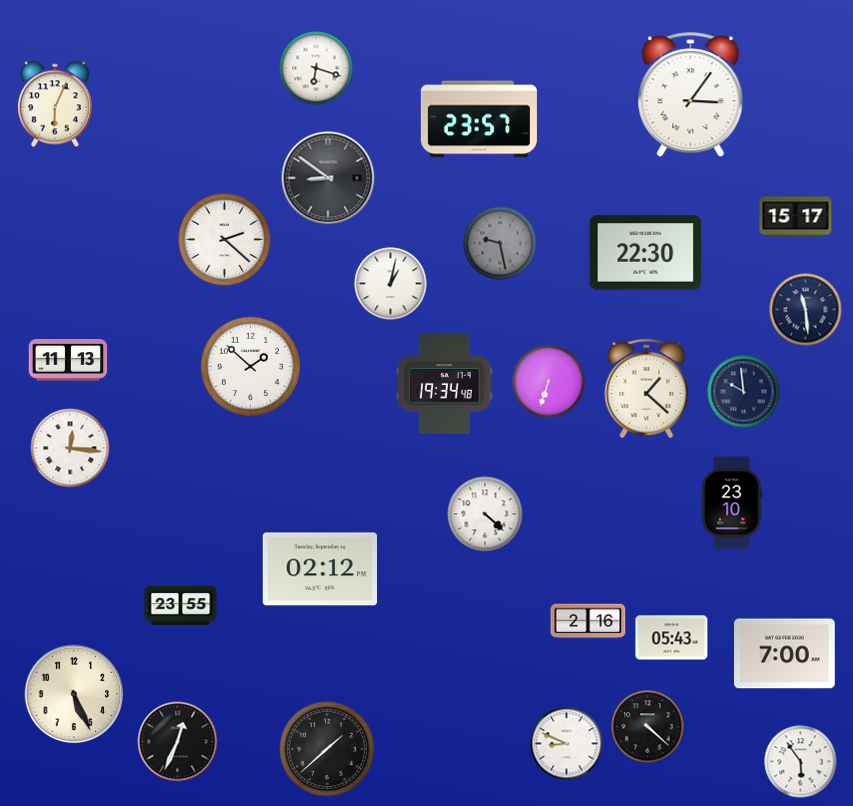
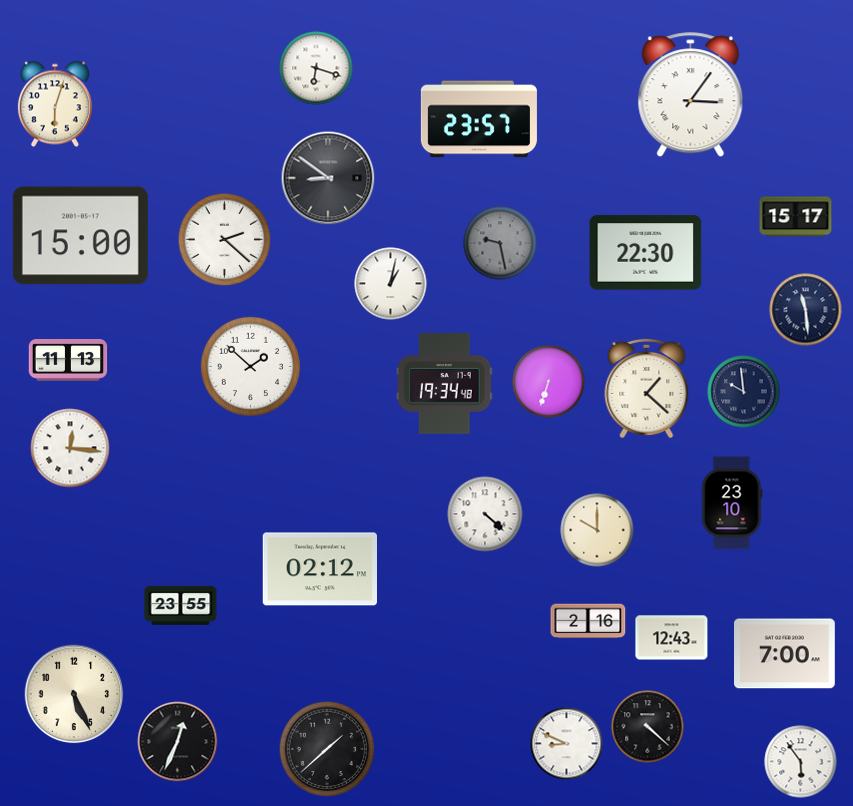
clock at (55, 104): 6:04 -> 6:03
clock at (80, 236): none -> 15:00
clock at (597, 530): none -> 10:00
clock at (672, 638): 05:43 -> 12:43
